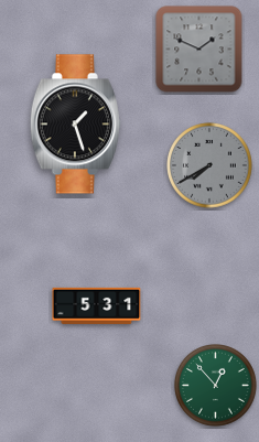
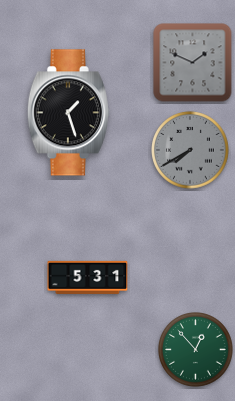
clock at (199, 50) position: (199, 50) -> (193, 63)
